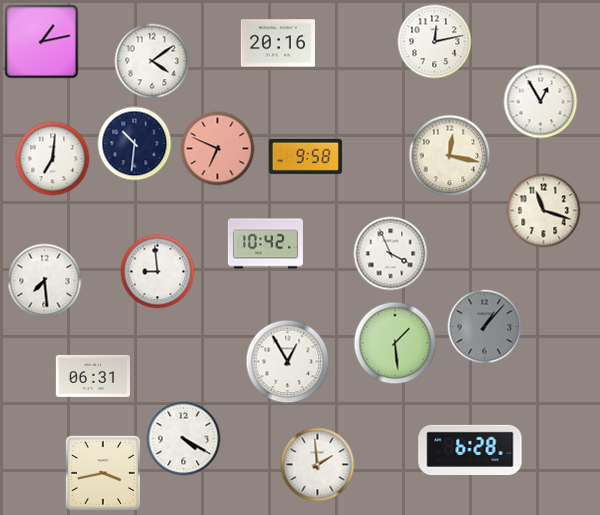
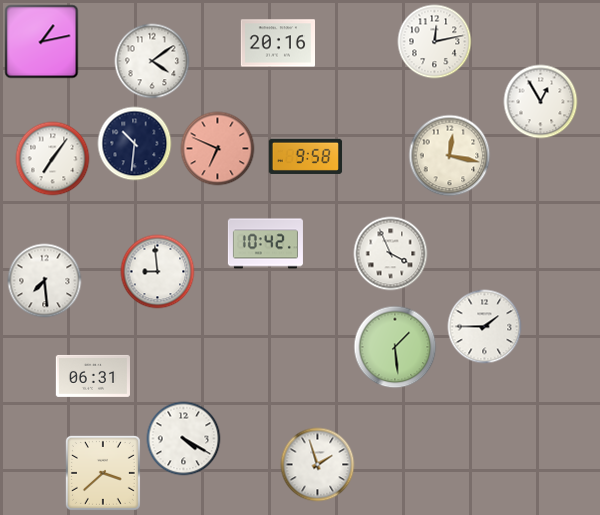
clock at (53, 159): 7:01 -> 7:06
clock at (544, 211): 11:18 -> none
clock at (485, 327): 1:07 -> 1:45
clock at (485, 327) dial: grey -> white
clock at (395, 343) position: (395, 343) -> (395, 347)
clock at (288, 362): 12:55 -> none
clock at (470, 449): 6:28 -> none
clock at (318, 465): 1:59 -> 1:57
clock at (103, 473): 3:43 -> 3:38
